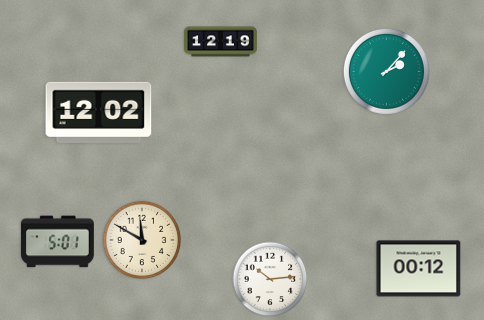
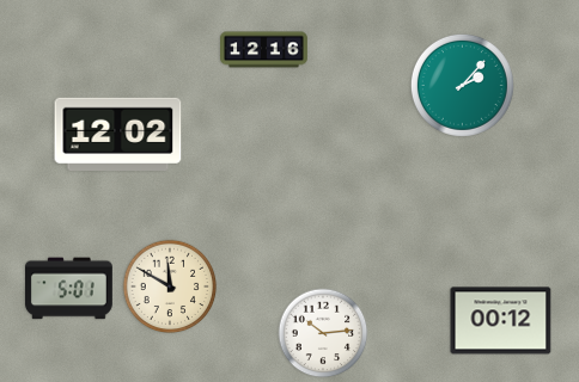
clock at (221, 42): 12:19 -> 12:16
